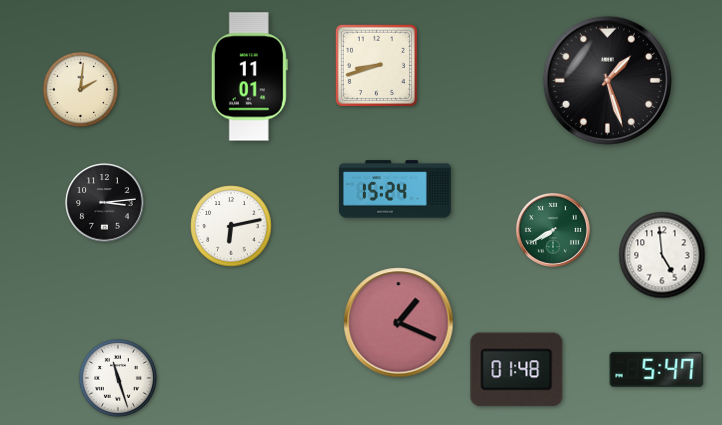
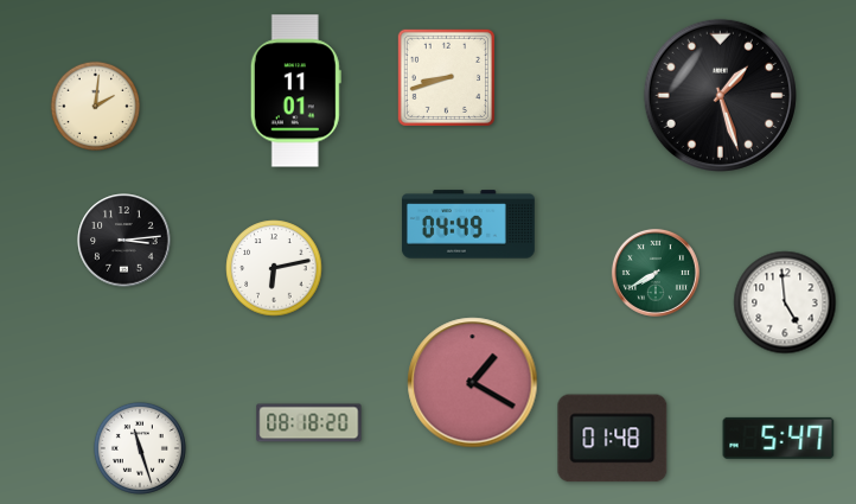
clock at (395, 189): 15:24 -> 04:49
clock at (399, 323): 1:19 -> 1:20
clock at (309, 423): none -> 08:18
